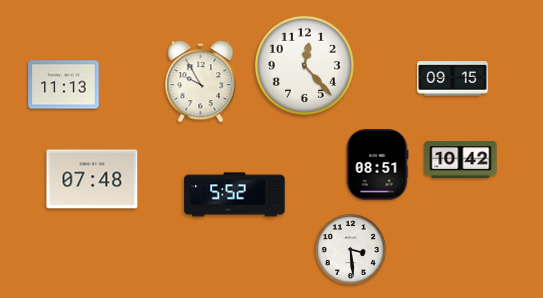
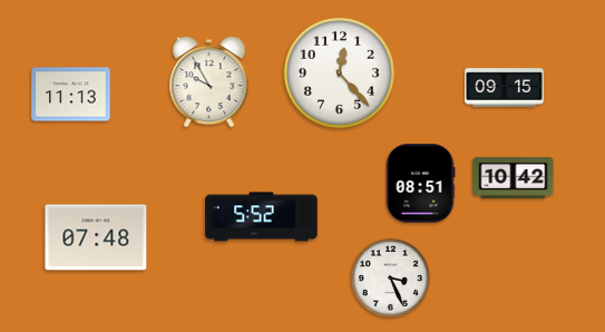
clock at (201, 82) position: (201, 82) -> (209, 82)
clock at (92, 179) position: (92, 179) -> (96, 237)
clock at (350, 249): 3:29 -> 3:26
